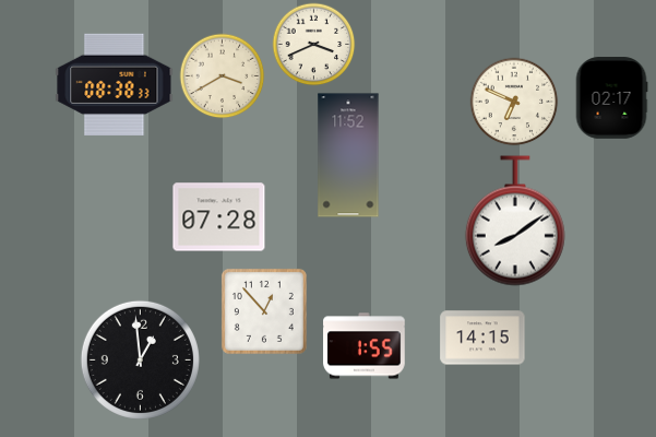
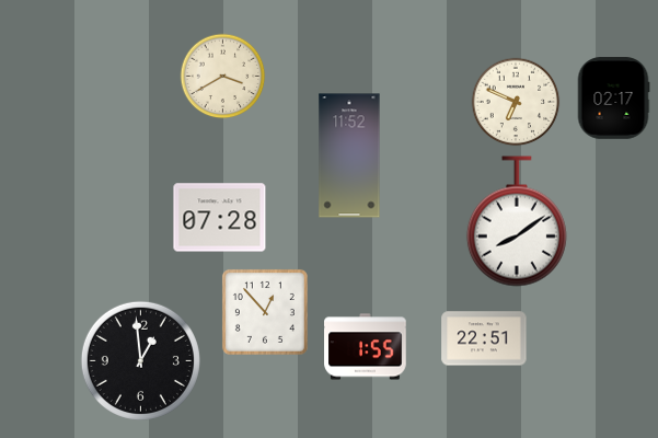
clock at (314, 45): 3:41 -> none
clock at (115, 84): 08:38 -> none
clock at (482, 338): 14:15 -> 22:51
